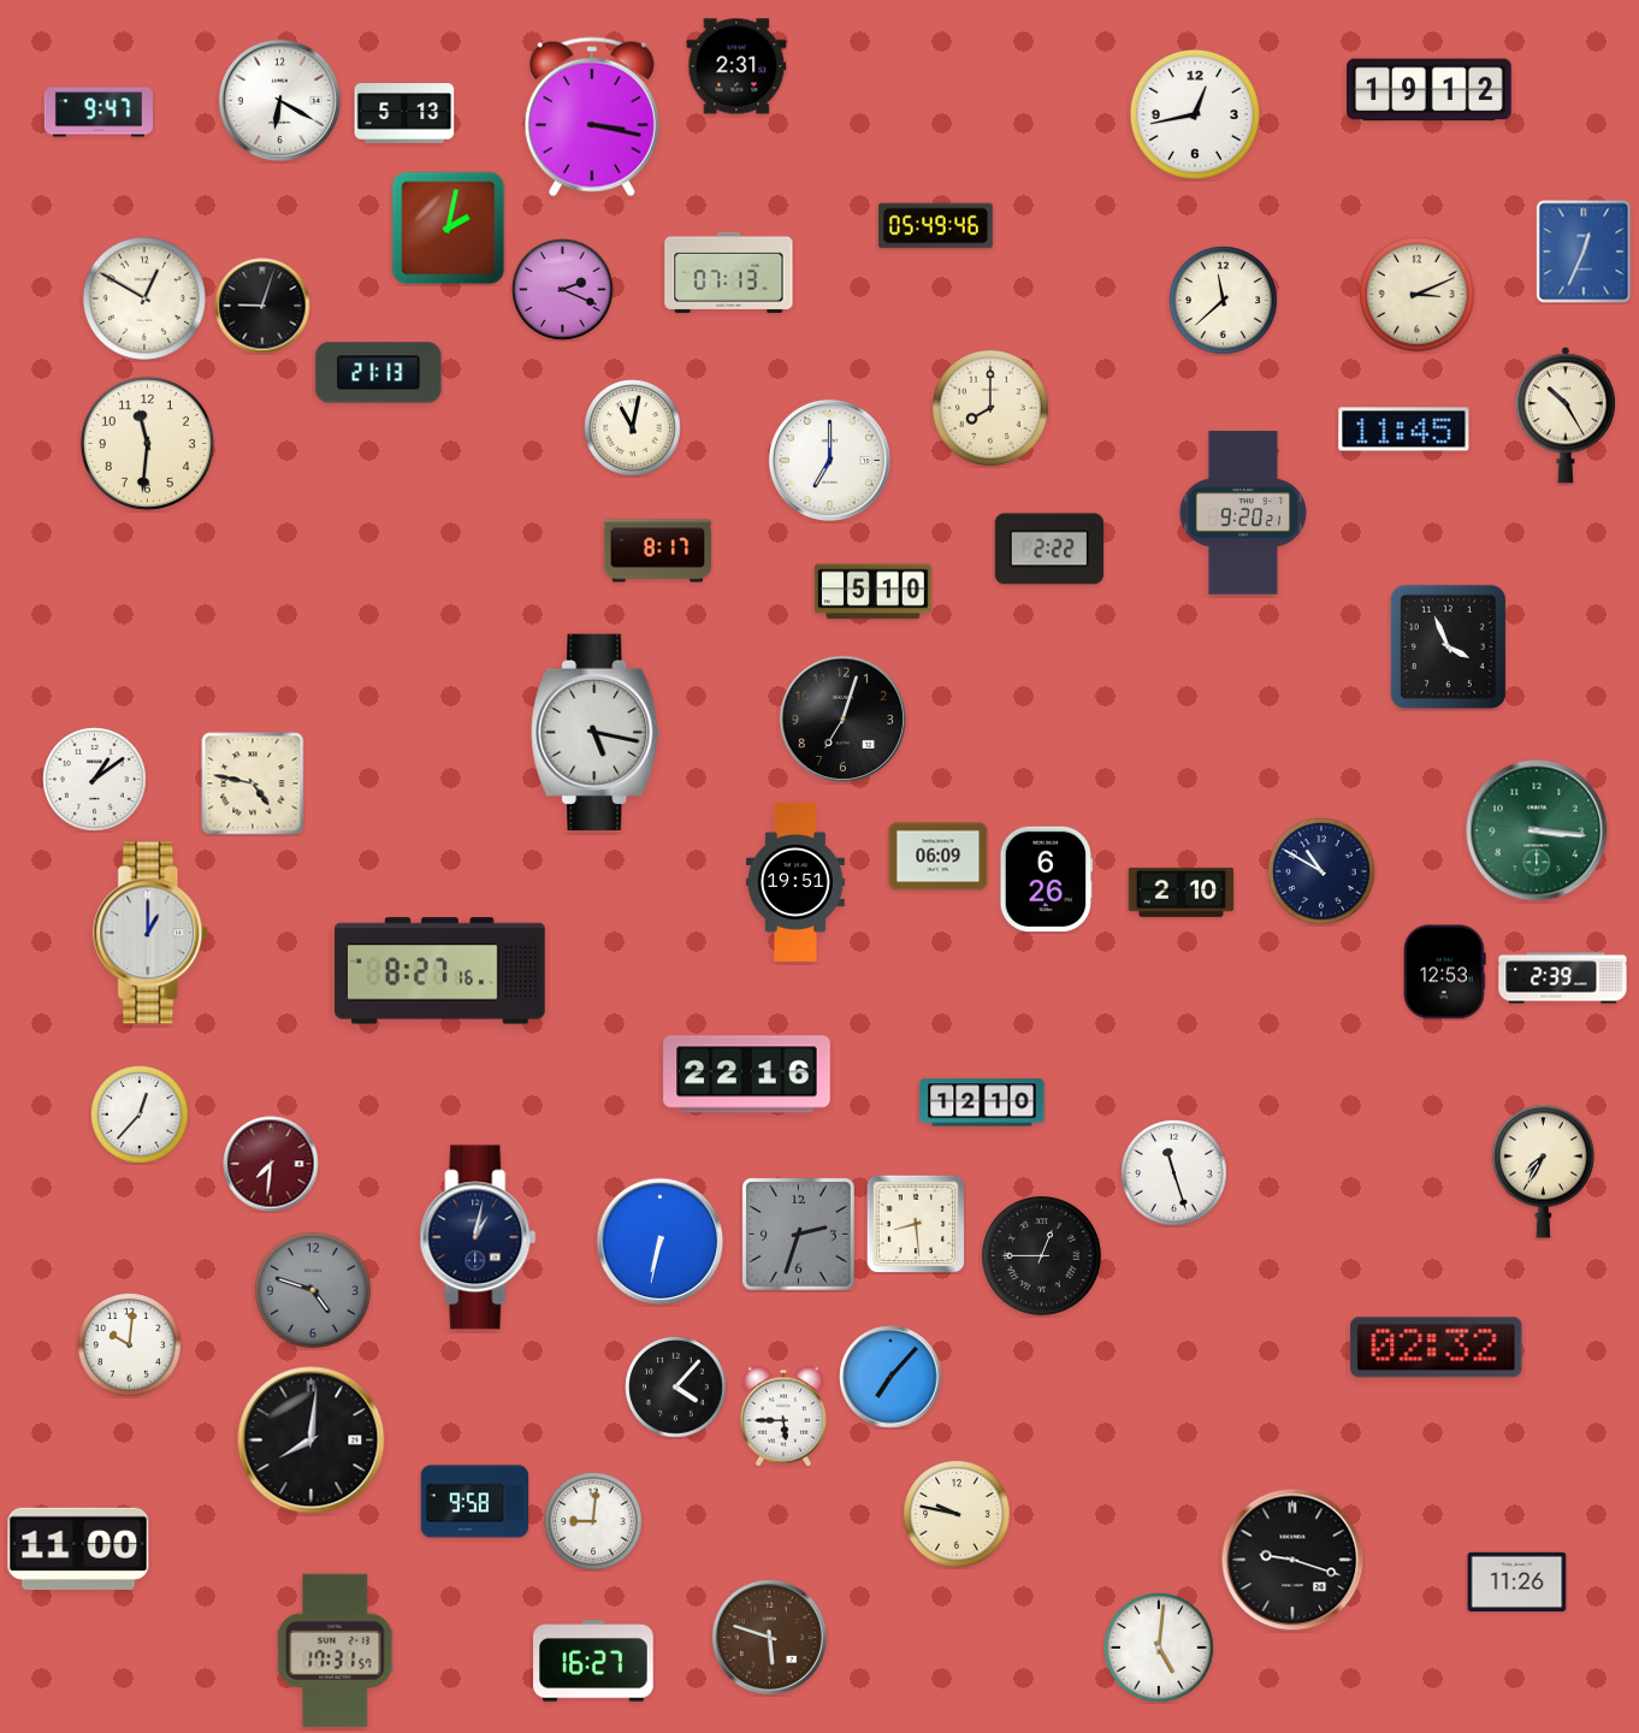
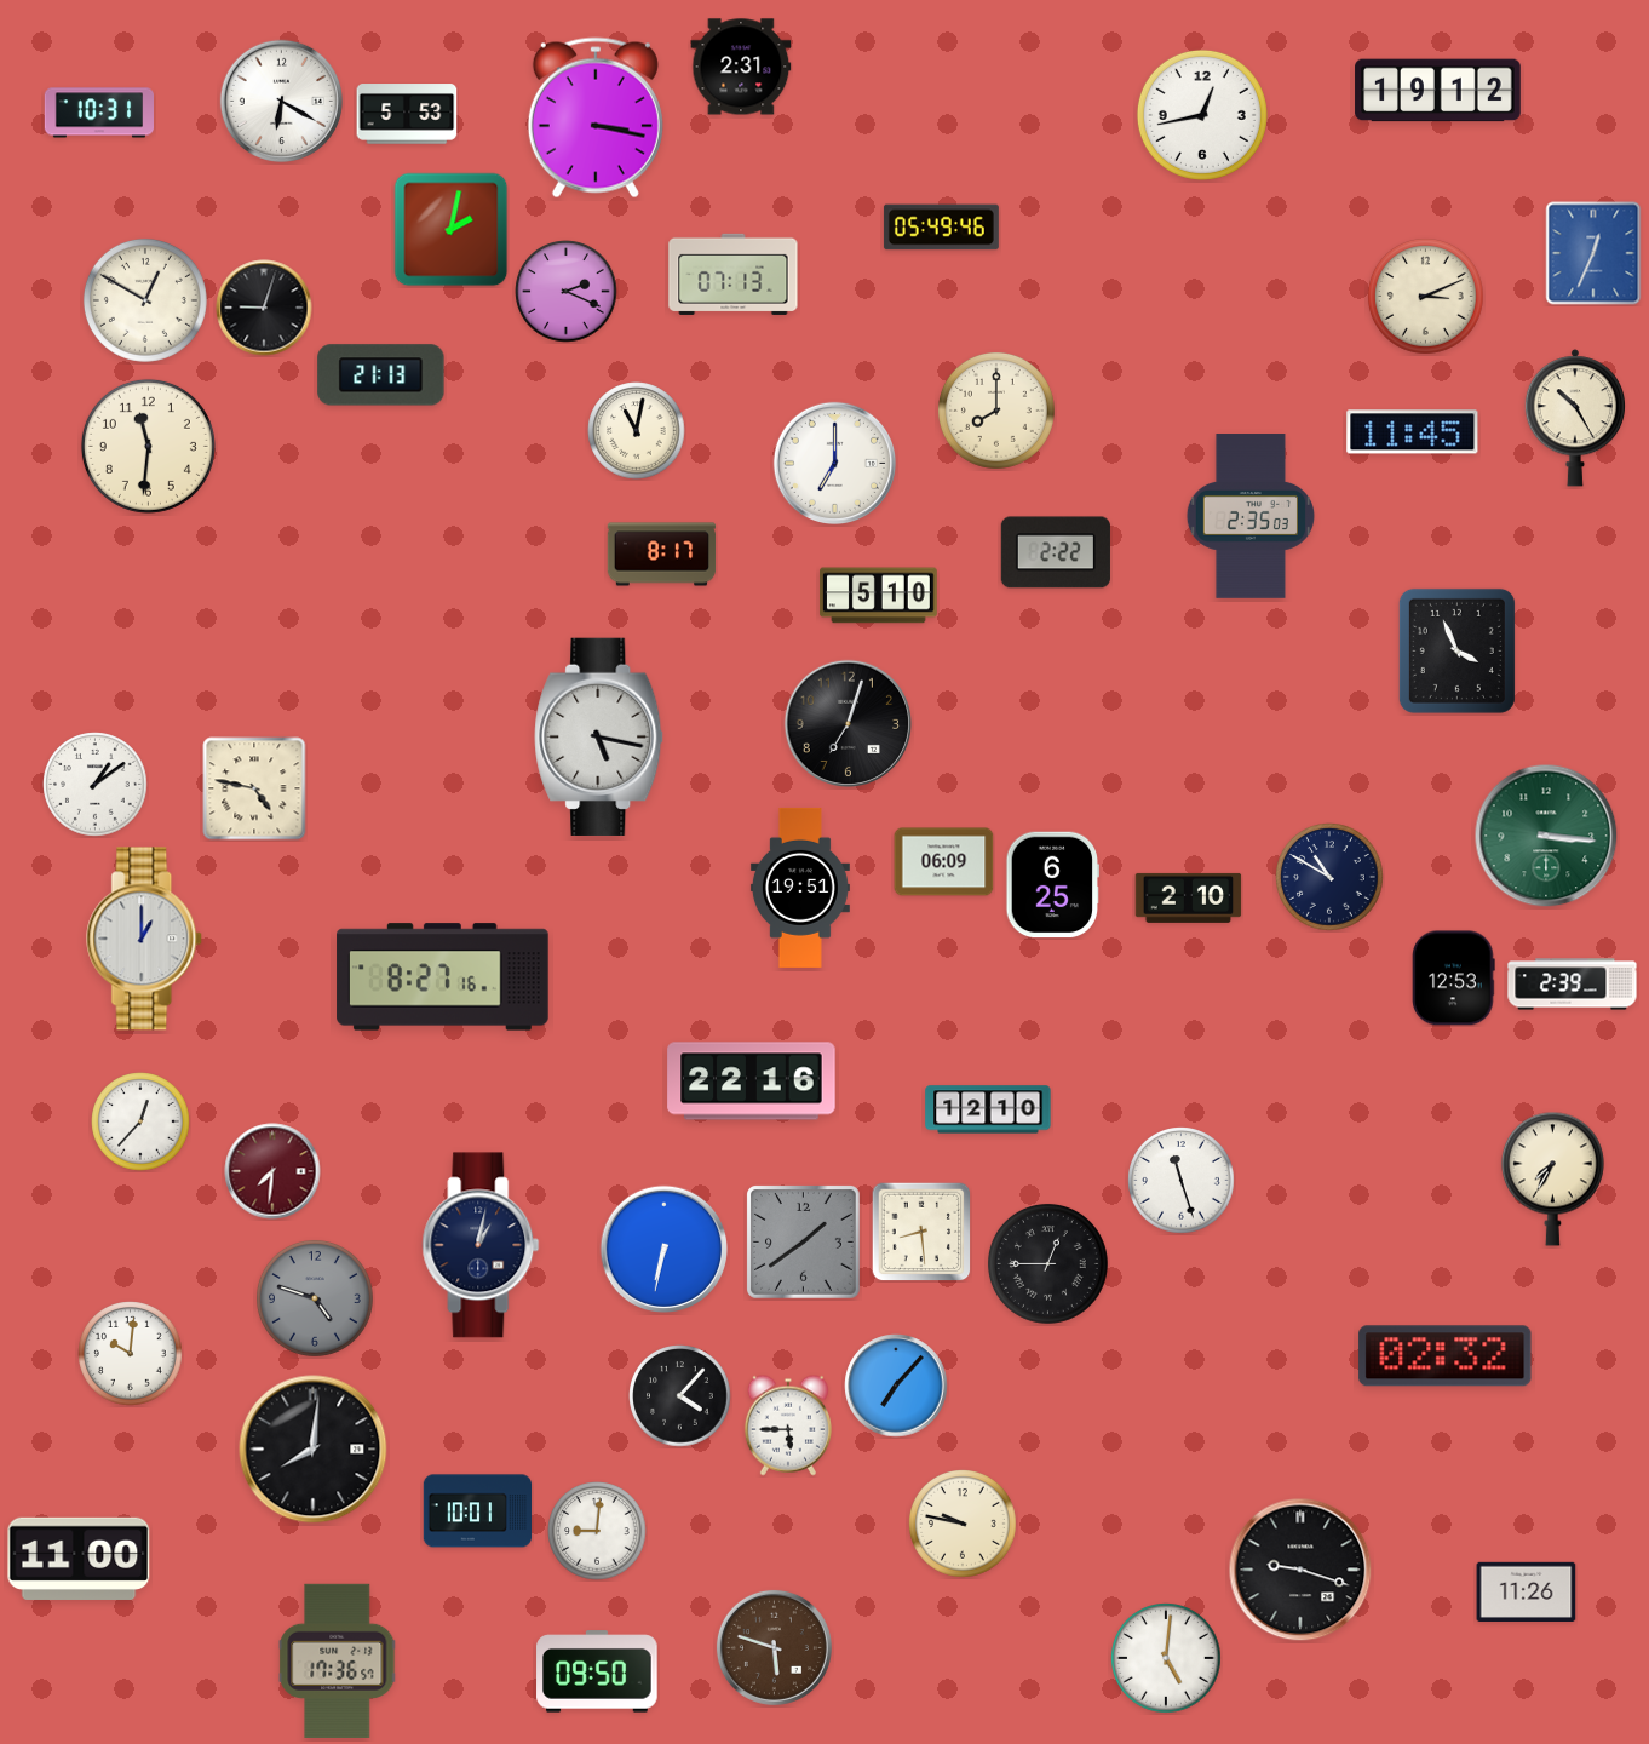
clock at (97, 112): 9:47 -> 10:31
clock at (404, 113): 5:13 -> 5:53
clock at (1224, 301): 11:38 -> none
clock at (1243, 513): 9:20 -> 2:35
clock at (1047, 880): 6:26 -> 6:25
clock at (152, 933) position: (152, 933) -> (145, 939)
clock at (799, 1235): 2:33 -> 1:39
clock at (475, 1502): 9:58 -> 10:01
clock at (336, 1650): 17:31 -> 17:36
clock at (593, 1661): 16:27 -> 09:50
